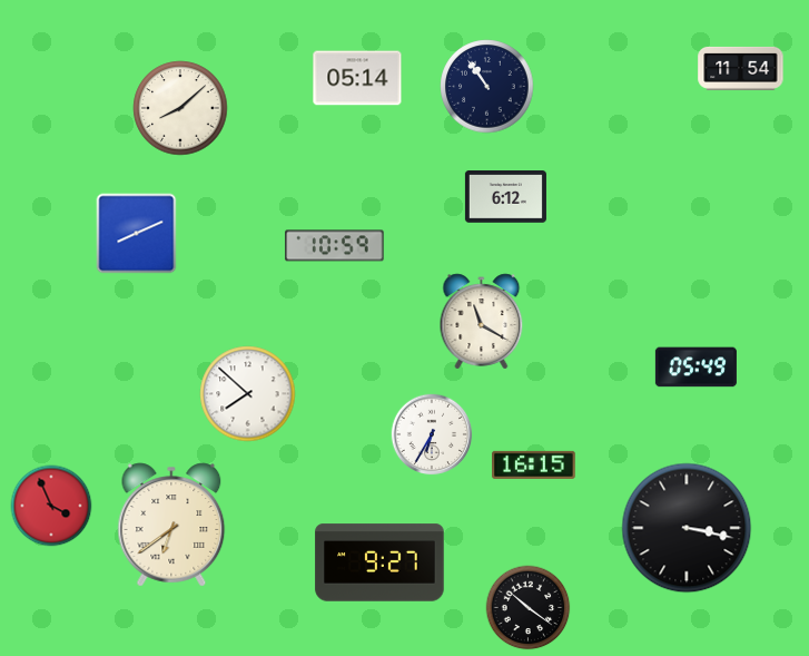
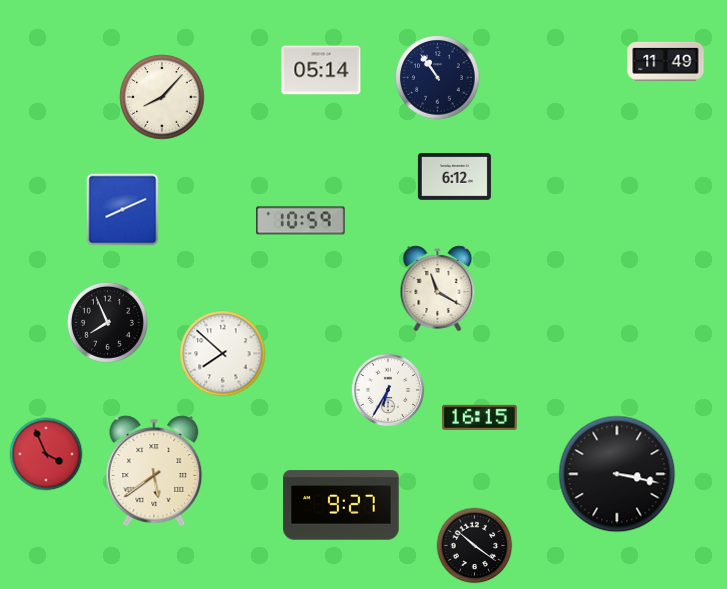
clock at (741, 68): 11:54 -> 11:49
clock at (180, 108): 8:08 -> 8:07
clock at (482, 322) position: (482, 322) -> (438, 289)
clock at (107, 322): none -> 7:56
clock at (695, 368): 05:49 -> none
clock at (171, 525): 6:39 -> 5:39
